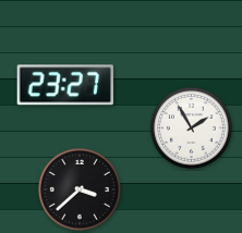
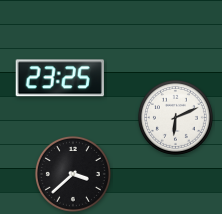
clock at (65, 85): 23:27 -> 23:25
clock at (191, 127): 1:55 -> 6:11
